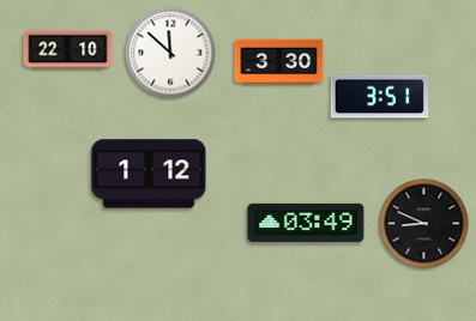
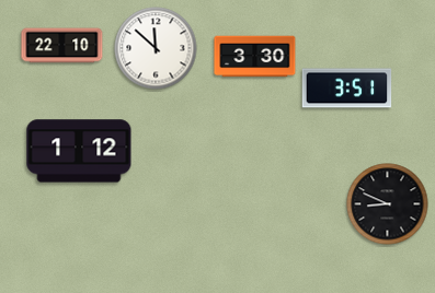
clock at (149, 174) position: (149, 174) -> (79, 151)
clock at (306, 223): 03:49 -> none
